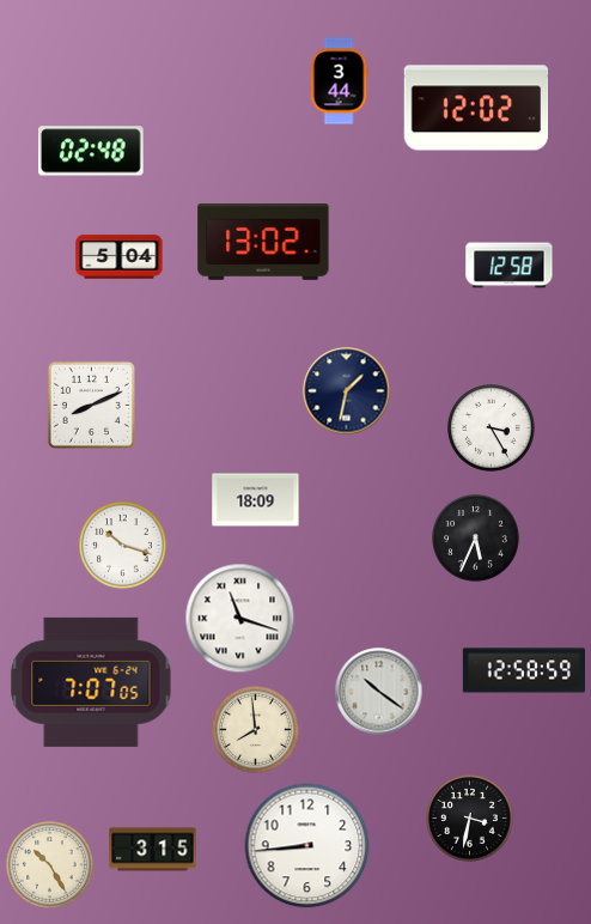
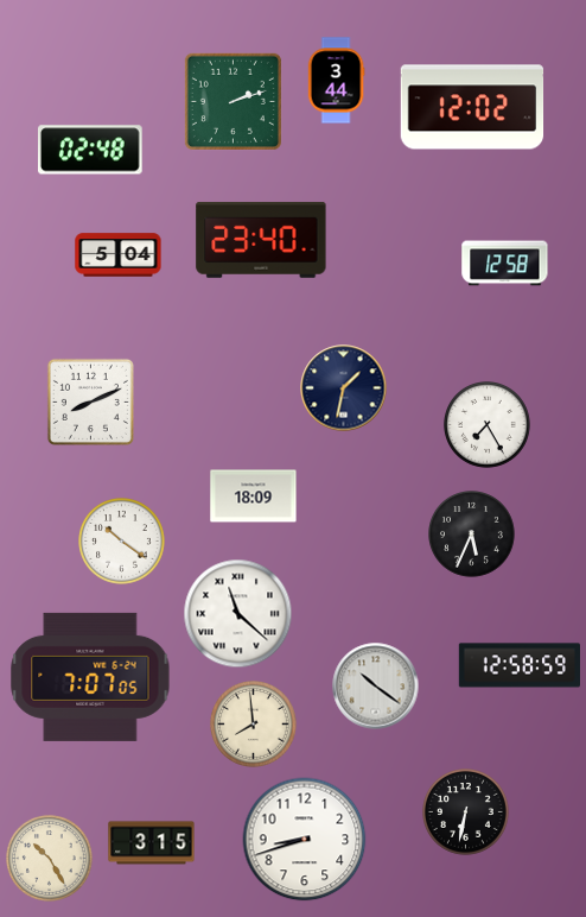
clock at (233, 101): none -> 2:12
clock at (263, 242): 13:02 -> 23:40
clock at (492, 428): 3:25 -> 7:25
clock at (123, 546): 10:18 -> 10:21
clock at (240, 619): 11:18 -> 11:22
clock at (470, 819): 3:32 -> 6:32
clock at (307, 846): 8:44 -> 8:42
